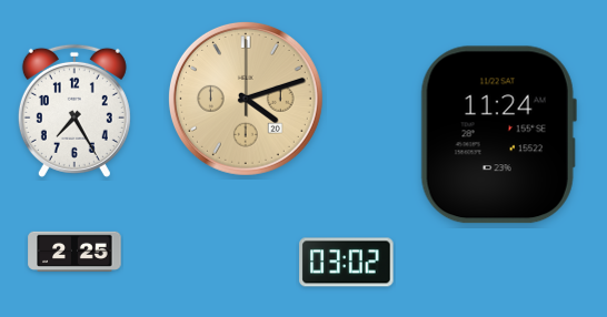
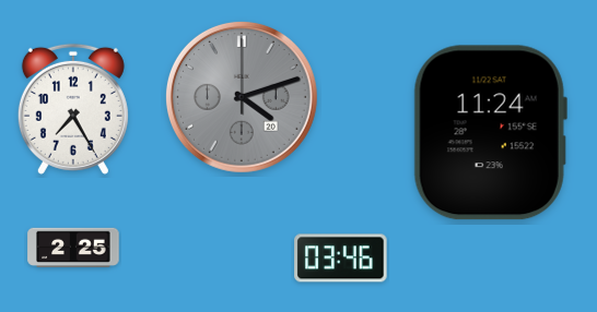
clock at (246, 99) dial: champagne -> grey
clock at (347, 263): 03:02 -> 03:46
